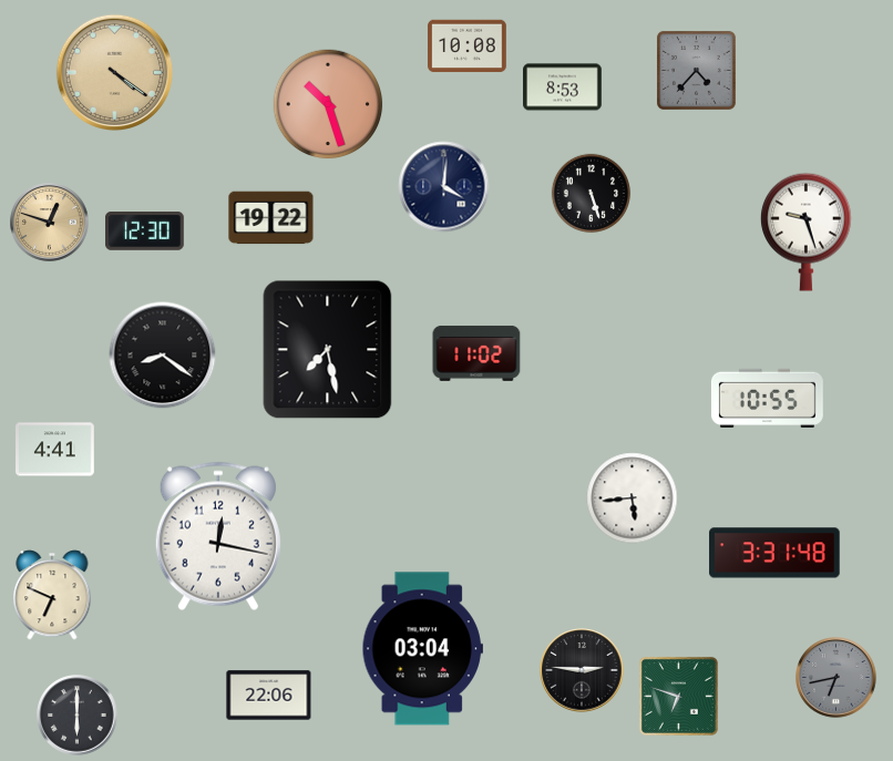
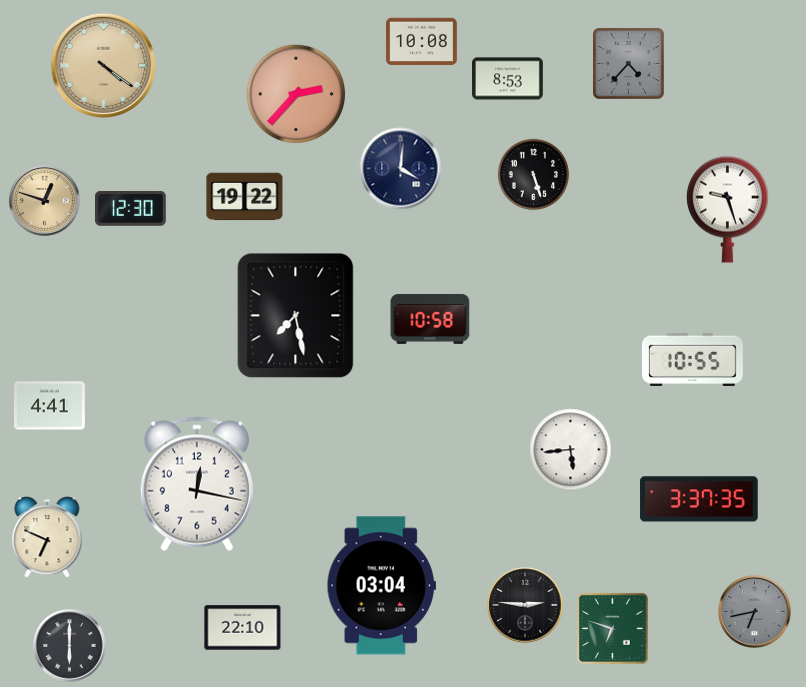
clock at (328, 104): 10:27 -> 2:37
clock at (476, 353): 11:02 -> 10:58
clock at (163, 356): 8:21 -> none
clock at (774, 553): 3:31 -> 3:37
clock at (269, 696): 22:06 -> 22:10
